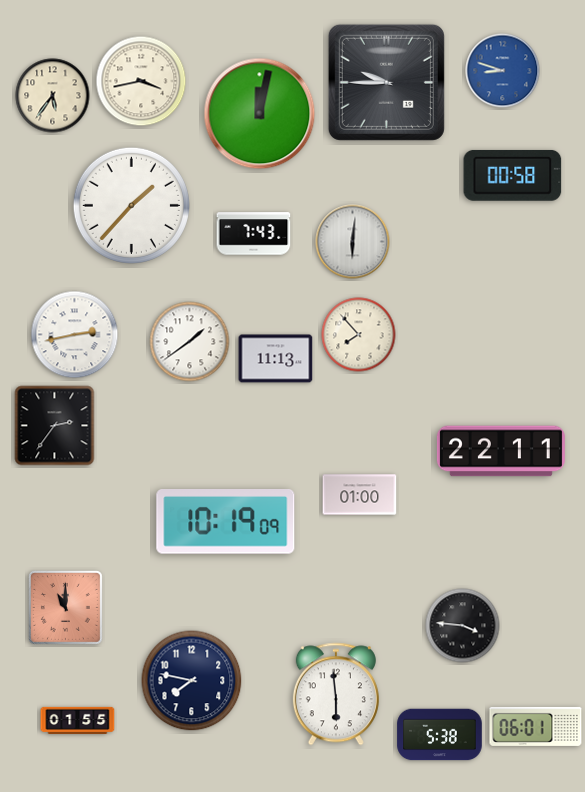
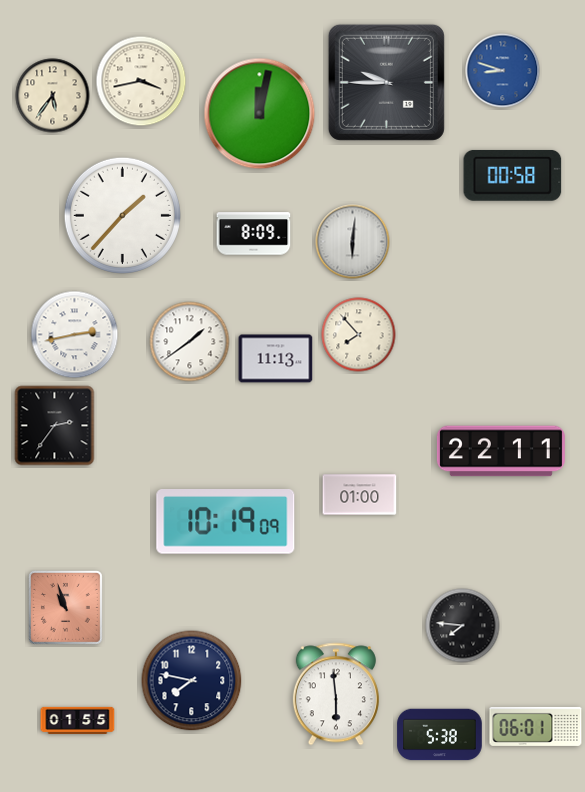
clock at (131, 205) position: (131, 205) -> (122, 215)
clock at (254, 234): 7:43 -> 8:09
clock at (65, 607): 11:00 -> 10:57
clock at (463, 626): 3:46 -> 7:46
